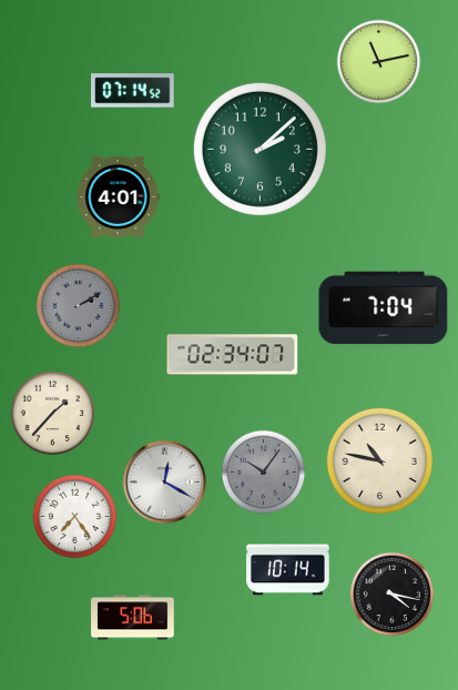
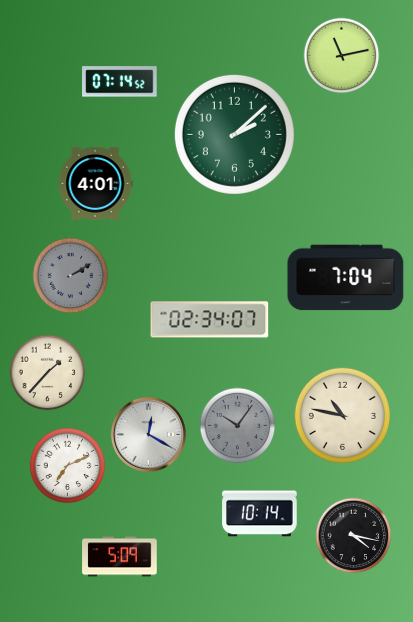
clock at (118, 196) position: (118, 196) -> (95, 183)
clock at (75, 517): 7:24 -> 7:11
clock at (133, 618): 5:06 -> 5:09
